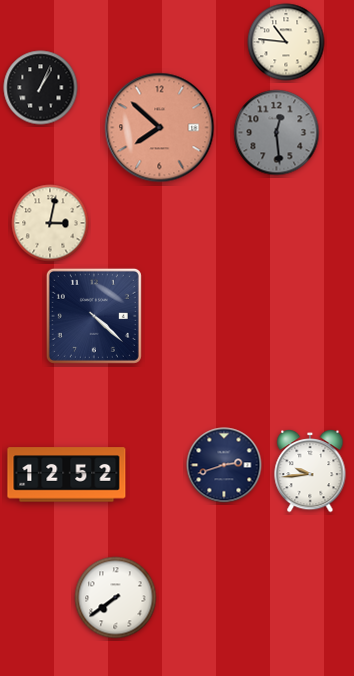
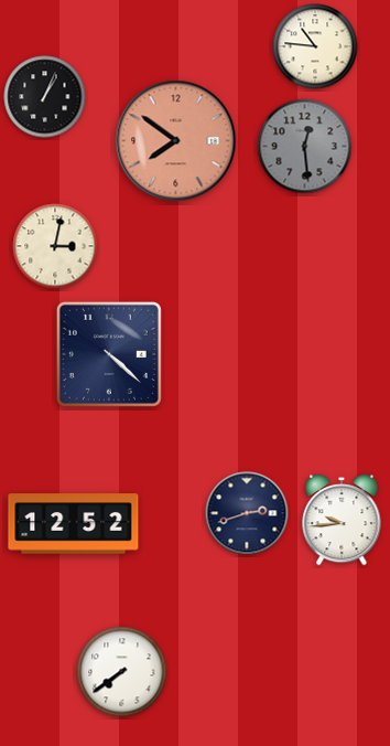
clock at (160, 128): 7:52 -> 7:51
clock at (94, 316) position: (94, 316) -> (109, 354)
clock at (116, 598) position: (116, 598) -> (122, 672)
